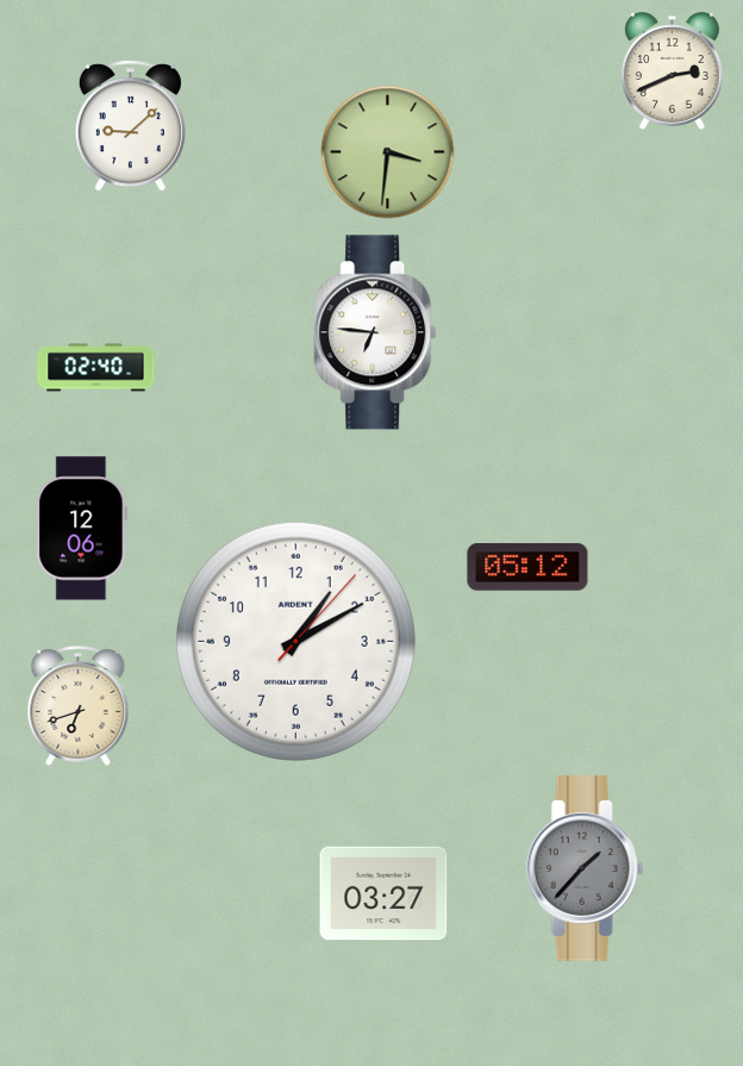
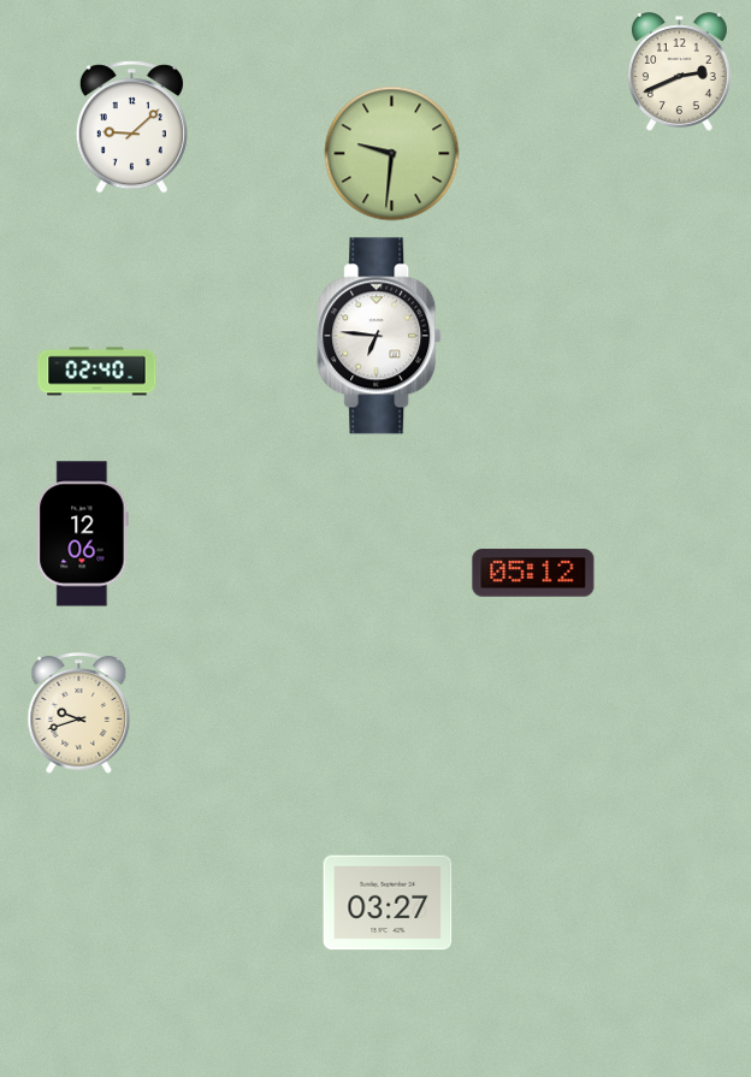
clock at (388, 152): 3:31 -> 9:31
clock at (295, 641): 1:10 -> none
clock at (79, 706): 6:42 -> 9:42
clock at (585, 869): 1:37 -> none
